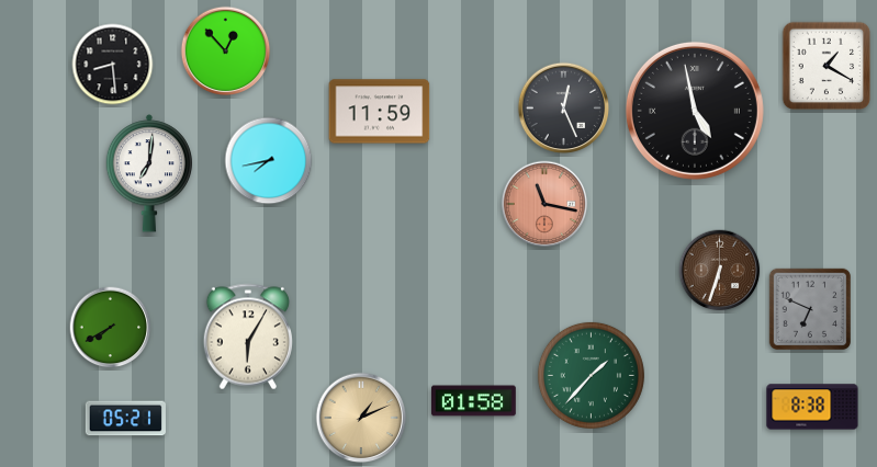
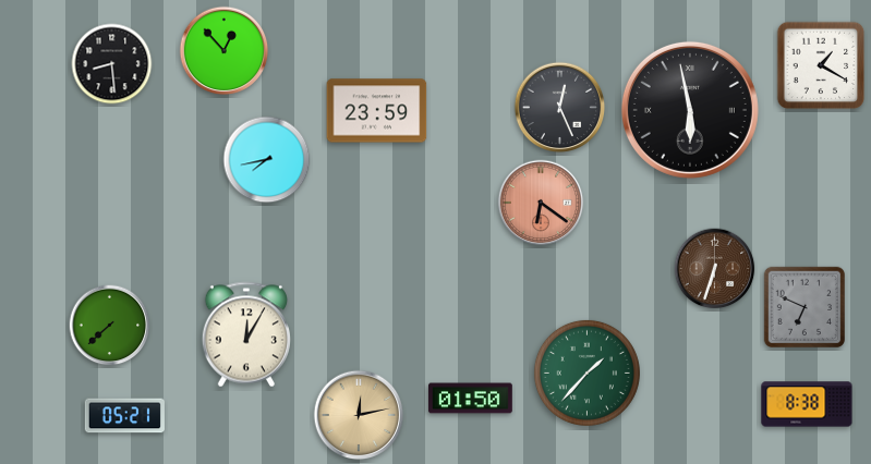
clock at (695, 111): 4:58 -> 5:58
clock at (380, 112): 11:59 -> 23:59
clock at (148, 173): 7:01 -> none
clock at (544, 204): 11:17 -> 6:21
clock at (111, 328): 7:40 -> 7:38
clock at (248, 337): 6:05 -> 12:05
clock at (474, 401): 01:58 -> 01:50
clock at (361, 418): 1:11 -> 12:13
